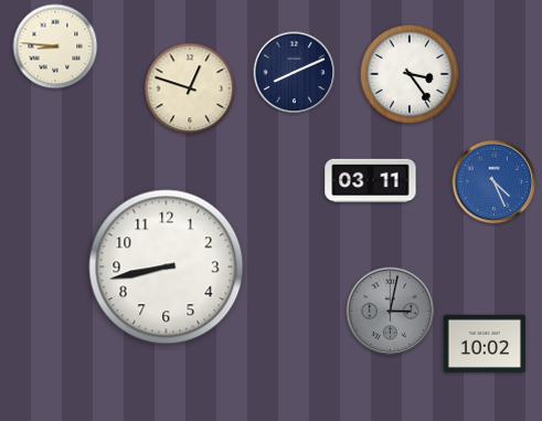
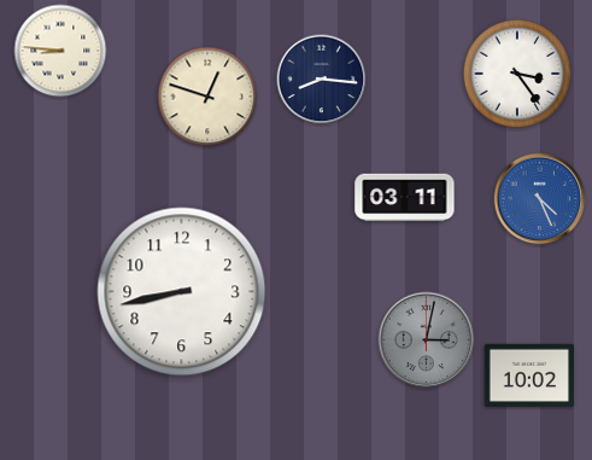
clock at (295, 73): 8:11 -> 8:16
clock at (410, 74) position: (410, 74) -> (517, 74)
